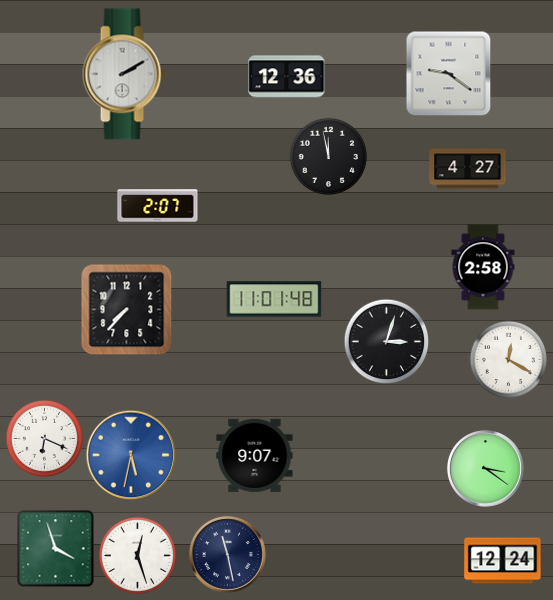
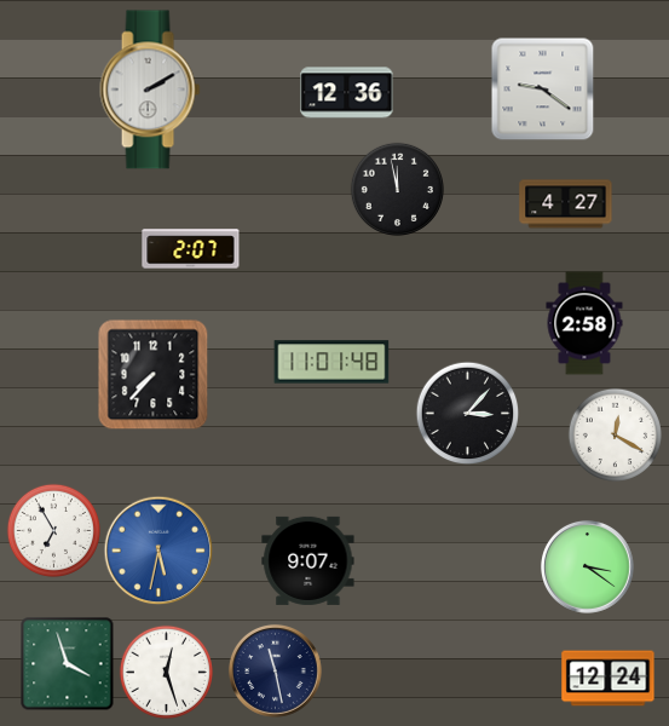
clock at (386, 341): 3:03 -> 3:07
clock at (44, 438): 6:19 -> 6:55
clock at (255, 455) position: (255, 455) -> (308, 560)
